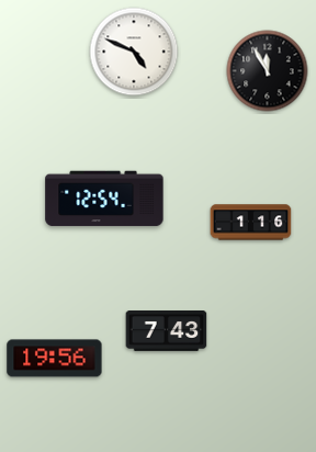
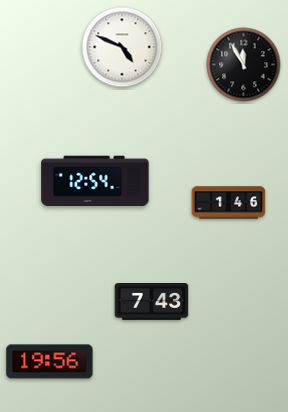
clock at (251, 223): 1:16 -> 1:46
clock at (55, 359) position: (55, 359) -> (50, 362)
